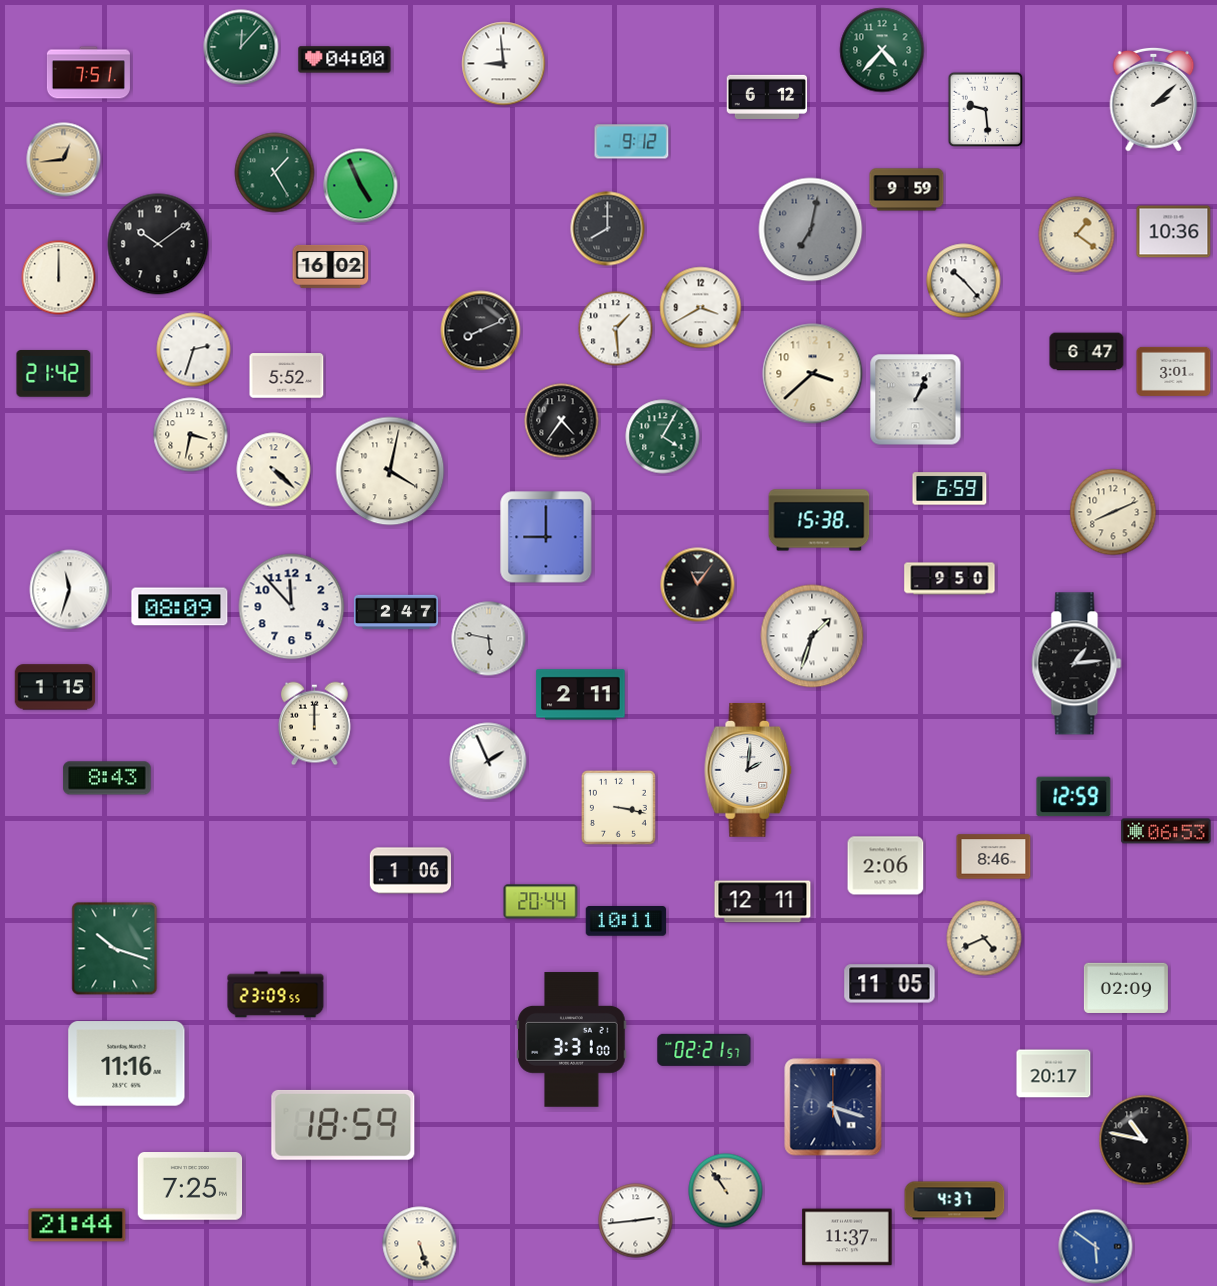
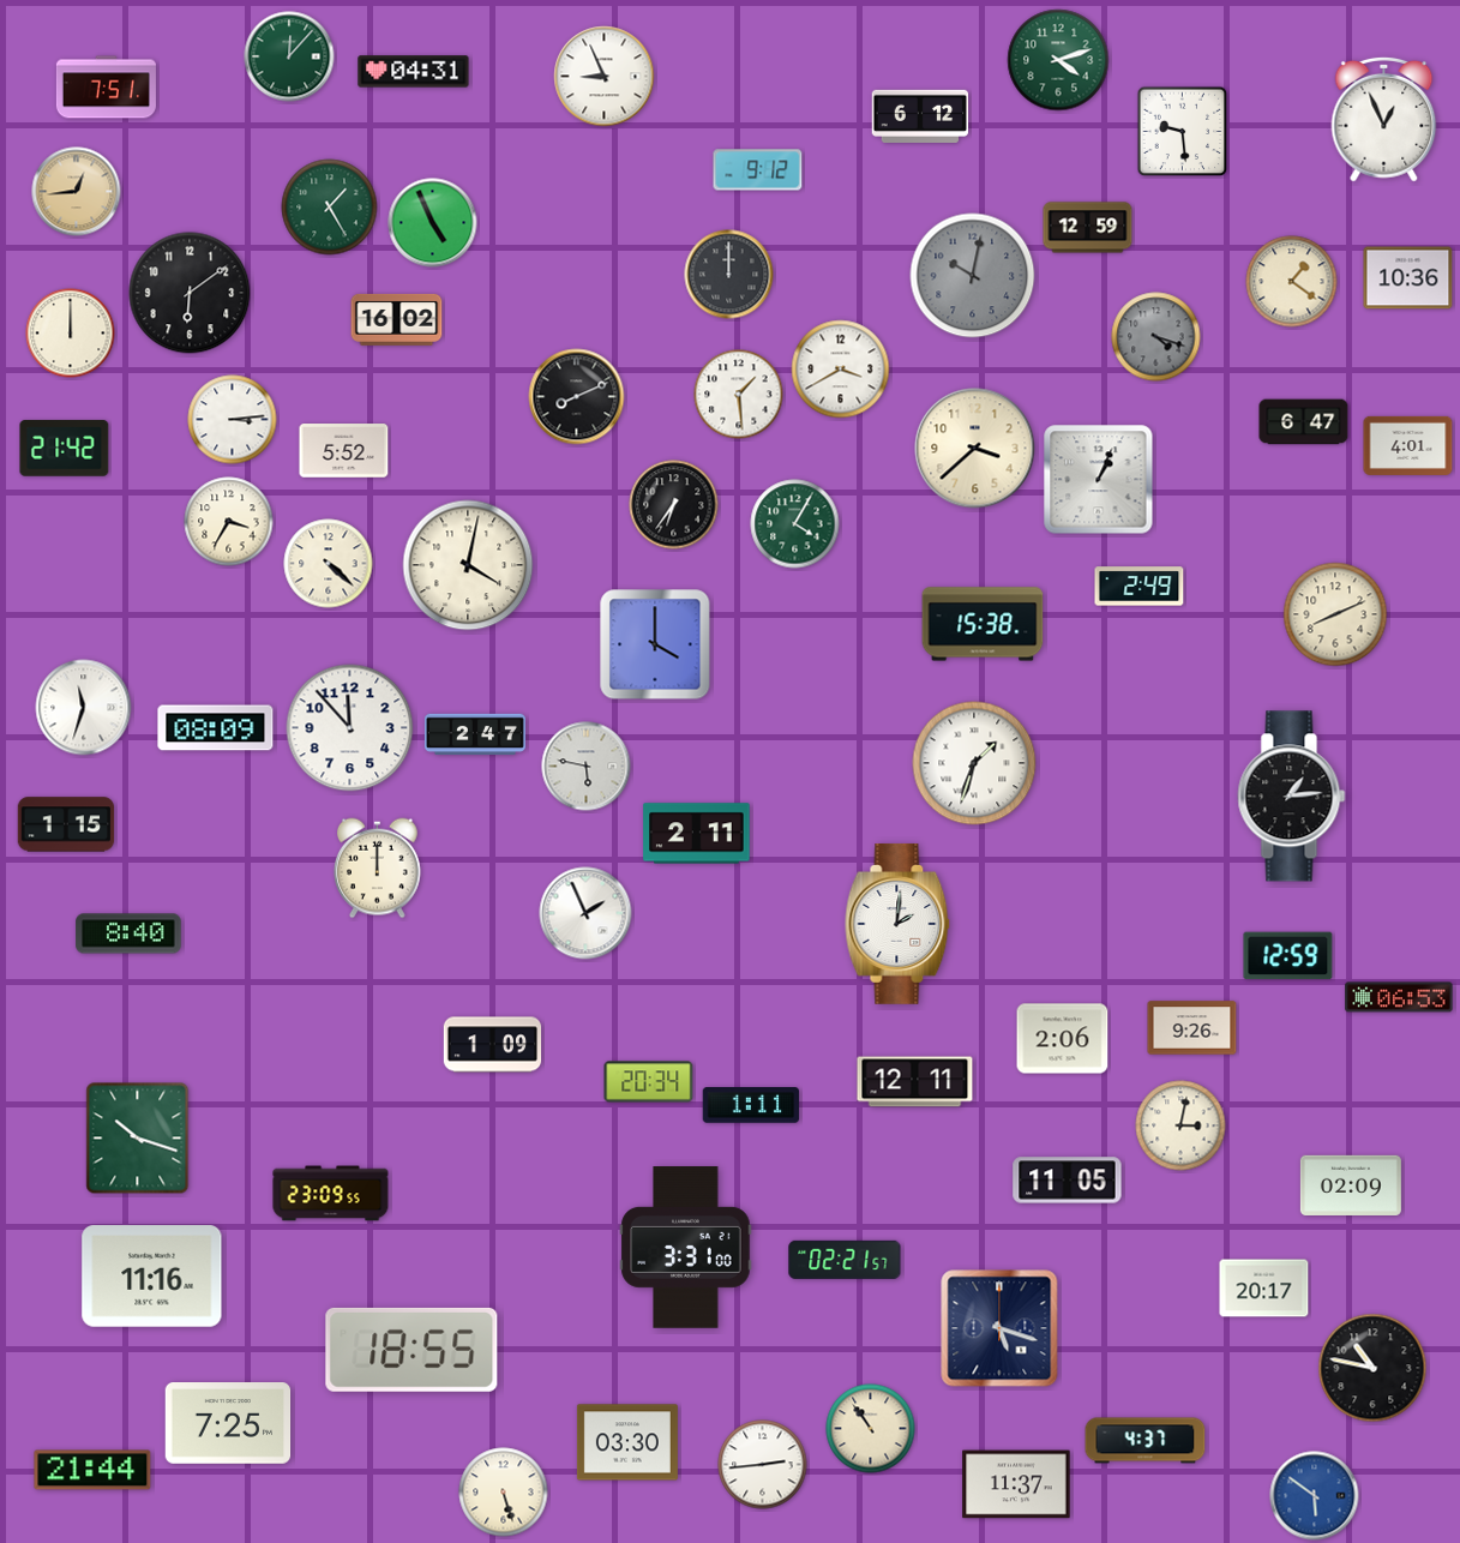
clock at (882, 50): 4:37 -> 4:12
clock at (345, 60): 04:00 -> 04:31
clock at (504, 64): 8:59 -> 8:56
clock at (1154, 99): 2:08 -> 12:56
clock at (907, 190): 9:59 -> 12:59
clock at (608, 229): 8:00 -> 12:00
clock at (811, 230): 7:02 -> 10:02
clock at (158, 244): 10:09 -> 6:09
clock at (964, 281): 10:23 -> 4:18
clock at (964, 281) dial: white -> grey
clock at (194, 350): 2:33 -> 3:14
clock at (1174, 371): 3:01 -> 4:01
clock at (562, 421): 4:36 -> 6:36
clock at (191, 435): 3:32 -> 3:35
clock at (950, 489): 6:59 -> 2:49
clock at (546, 537): 9:00 -> 4:00
clock at (950, 579): 9:50 -> none
clock at (698, 585): 11:06 -> none
clock at (107, 778): 8:43 -> 8:40
clock at (618, 807): 3:17 -> none
clock at (994, 857): 8:46 -> 9:26
clock at (411, 871): 1:06 -> 1:09
clock at (541, 902): 20:44 -> 20:34
clock at (626, 922): 10:11 -> 1:11
clock at (984, 938): 4:41 -> 3:02
clock at (343, 1125): 18:59 -> 18:55
clock at (627, 1442): none -> 03:30
